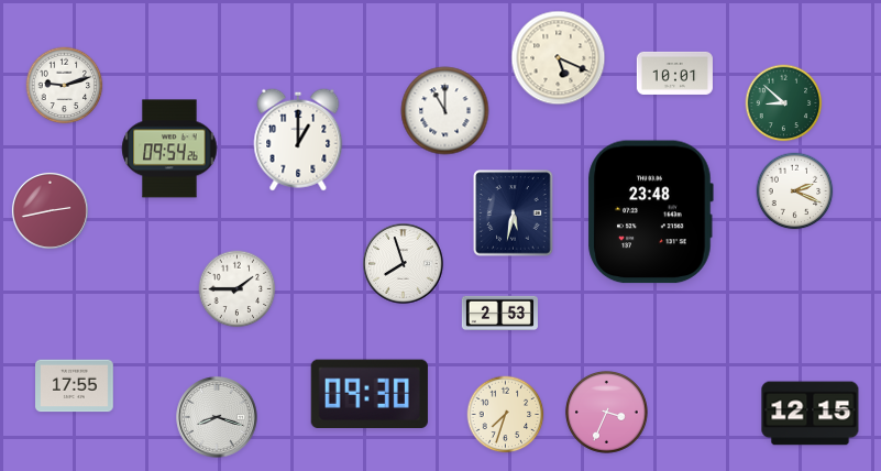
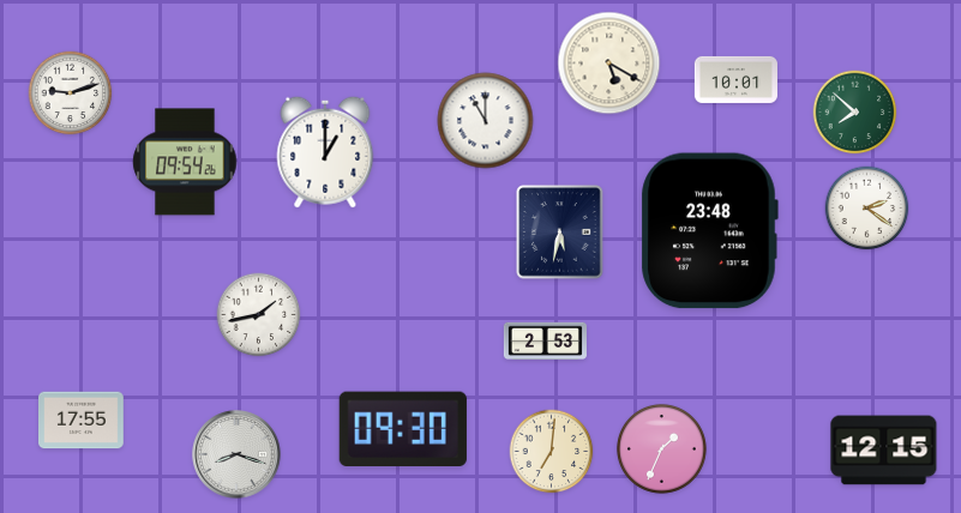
clock at (559, 58): 5:19 -> 5:20
clock at (784, 103): 8:52 -> 7:52
clock at (795, 191): 2:19 -> 2:21
clock at (49, 210): 2:43 -> none
clock at (404, 264): 7:57 -> none
clock at (238, 289): 1:45 -> 1:43
clock at (606, 412): 3:34 -> 1:34
clock at (506, 415): 7:33 -> 7:01
